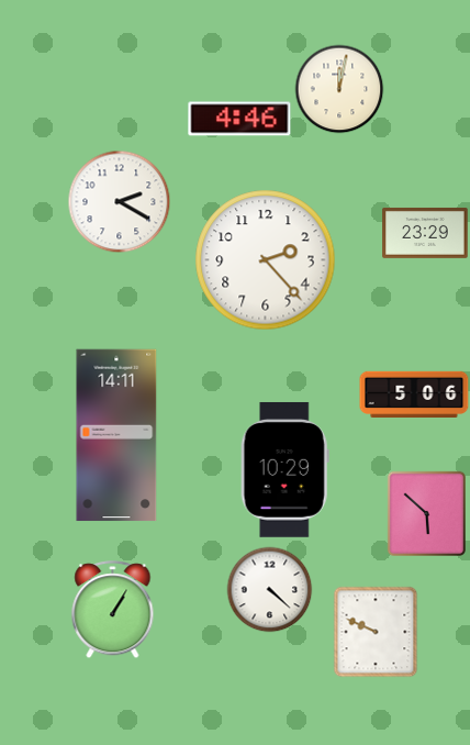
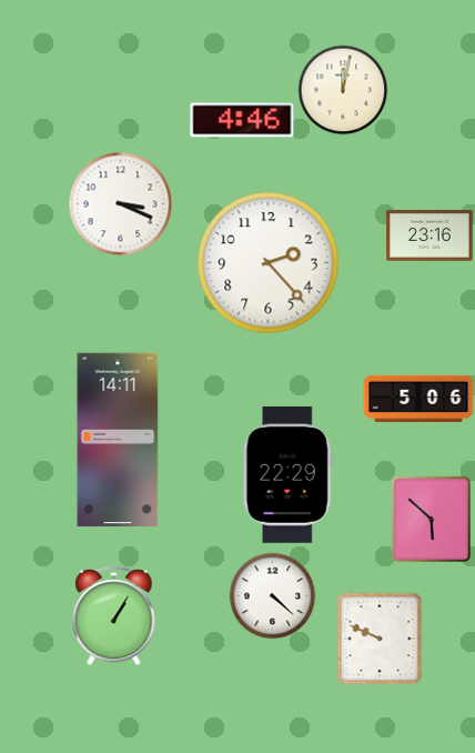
clock at (119, 201): 2:20 -> 3:19
clock at (425, 233): 23:29 -> 23:16
clock at (284, 470): 10:29 -> 22:29
